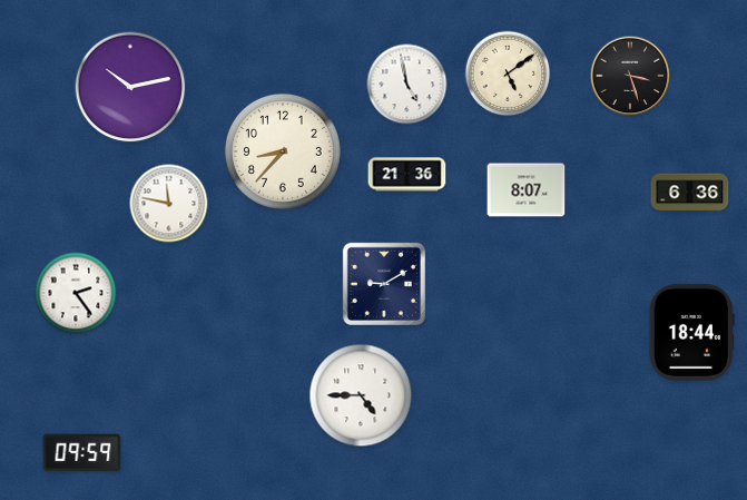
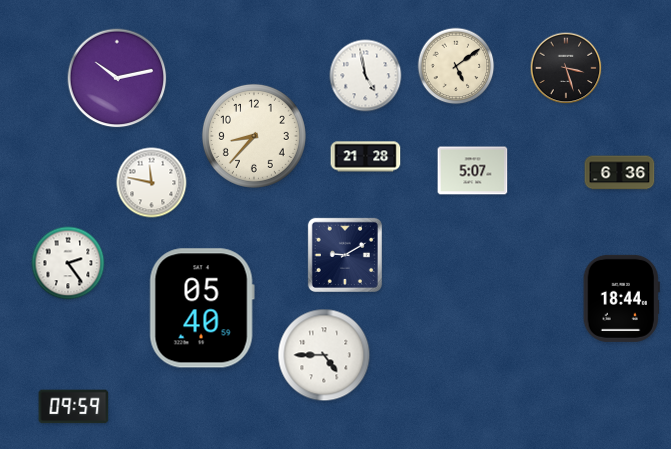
clock at (407, 175): 21:36 -> 21:28
clock at (527, 190): 8:07 -> 5:07
clock at (202, 308): none -> 05:40
